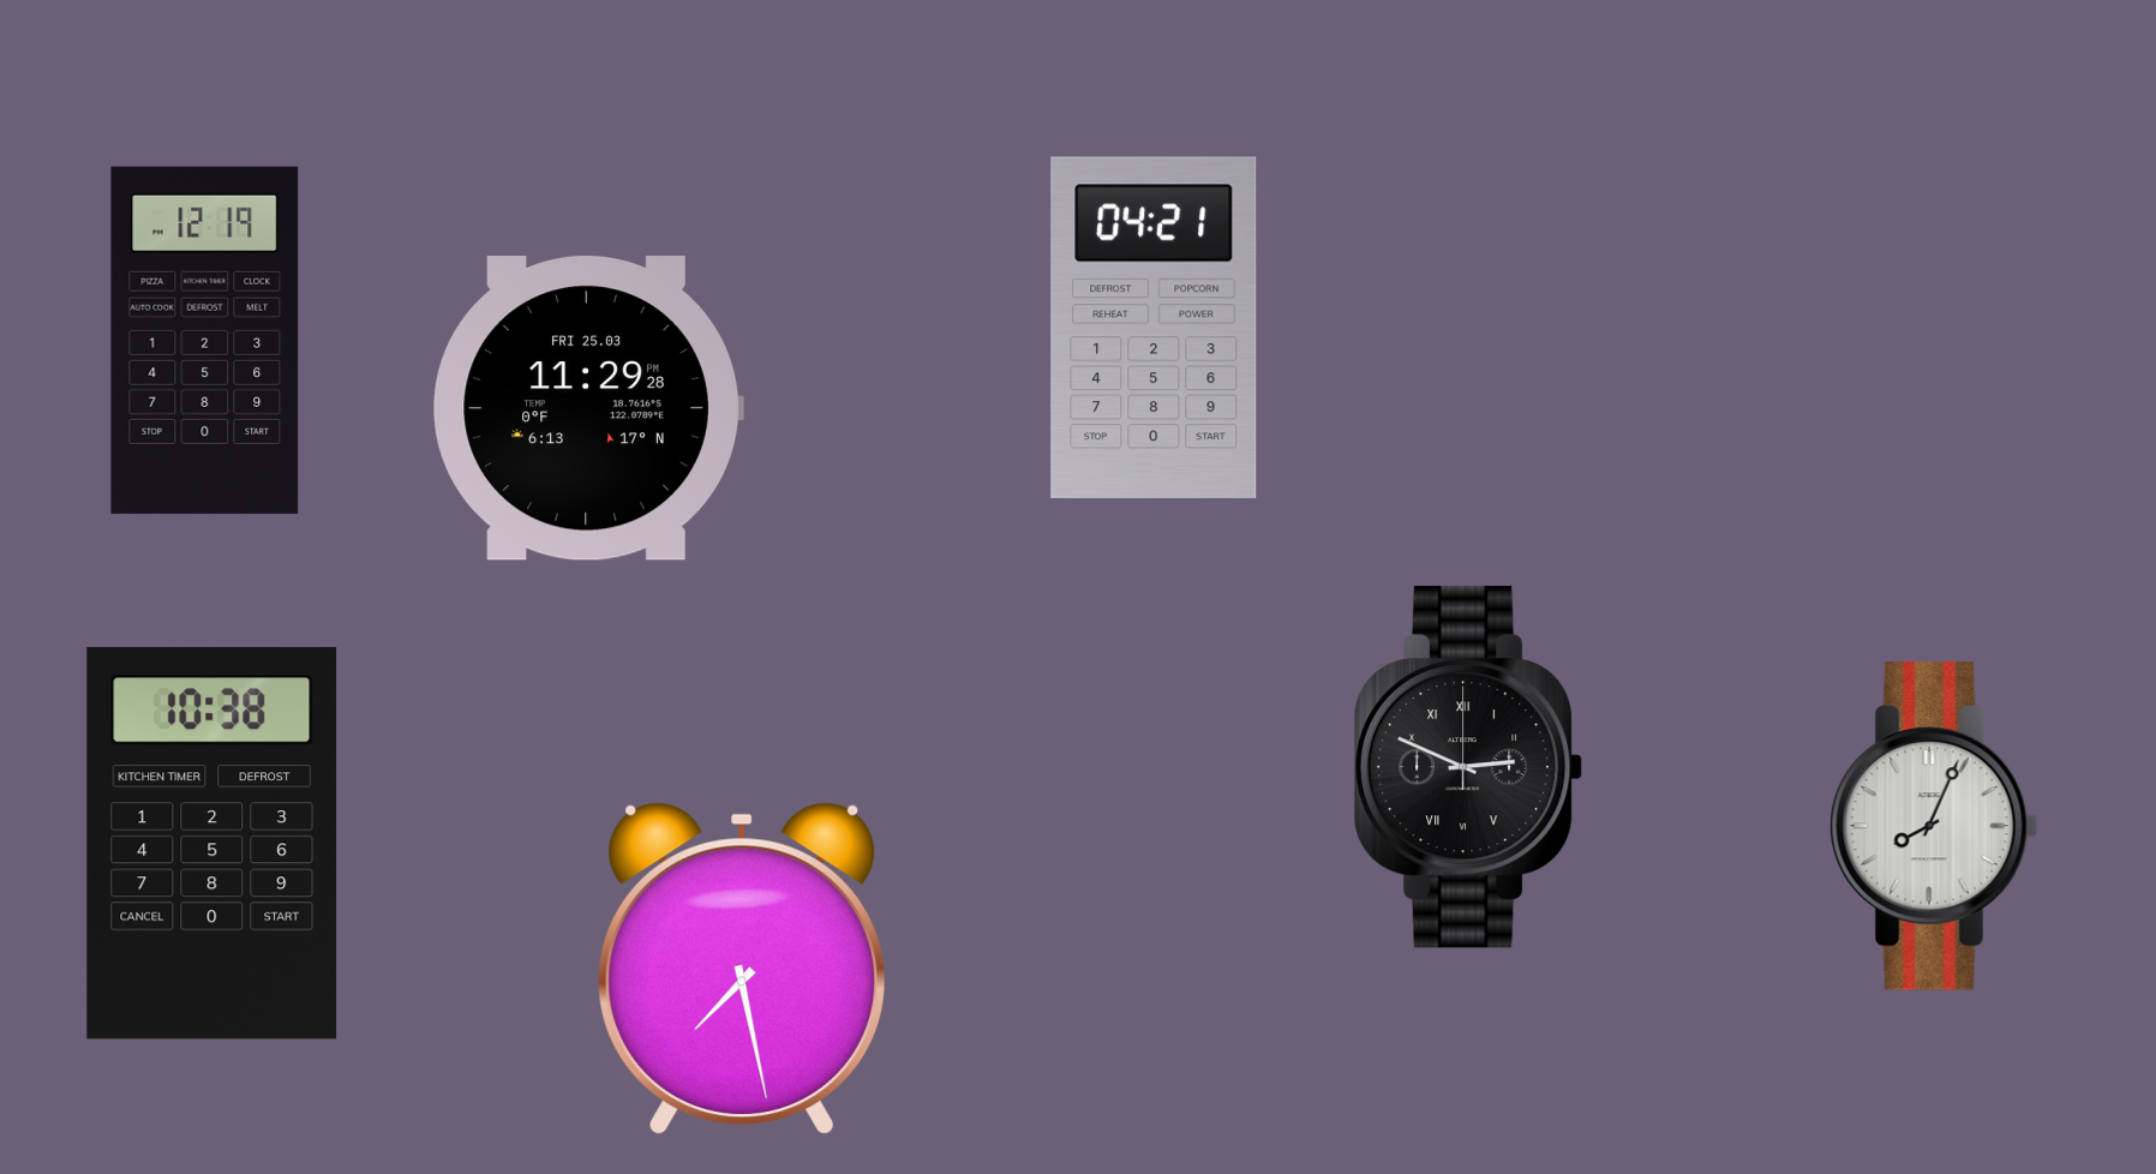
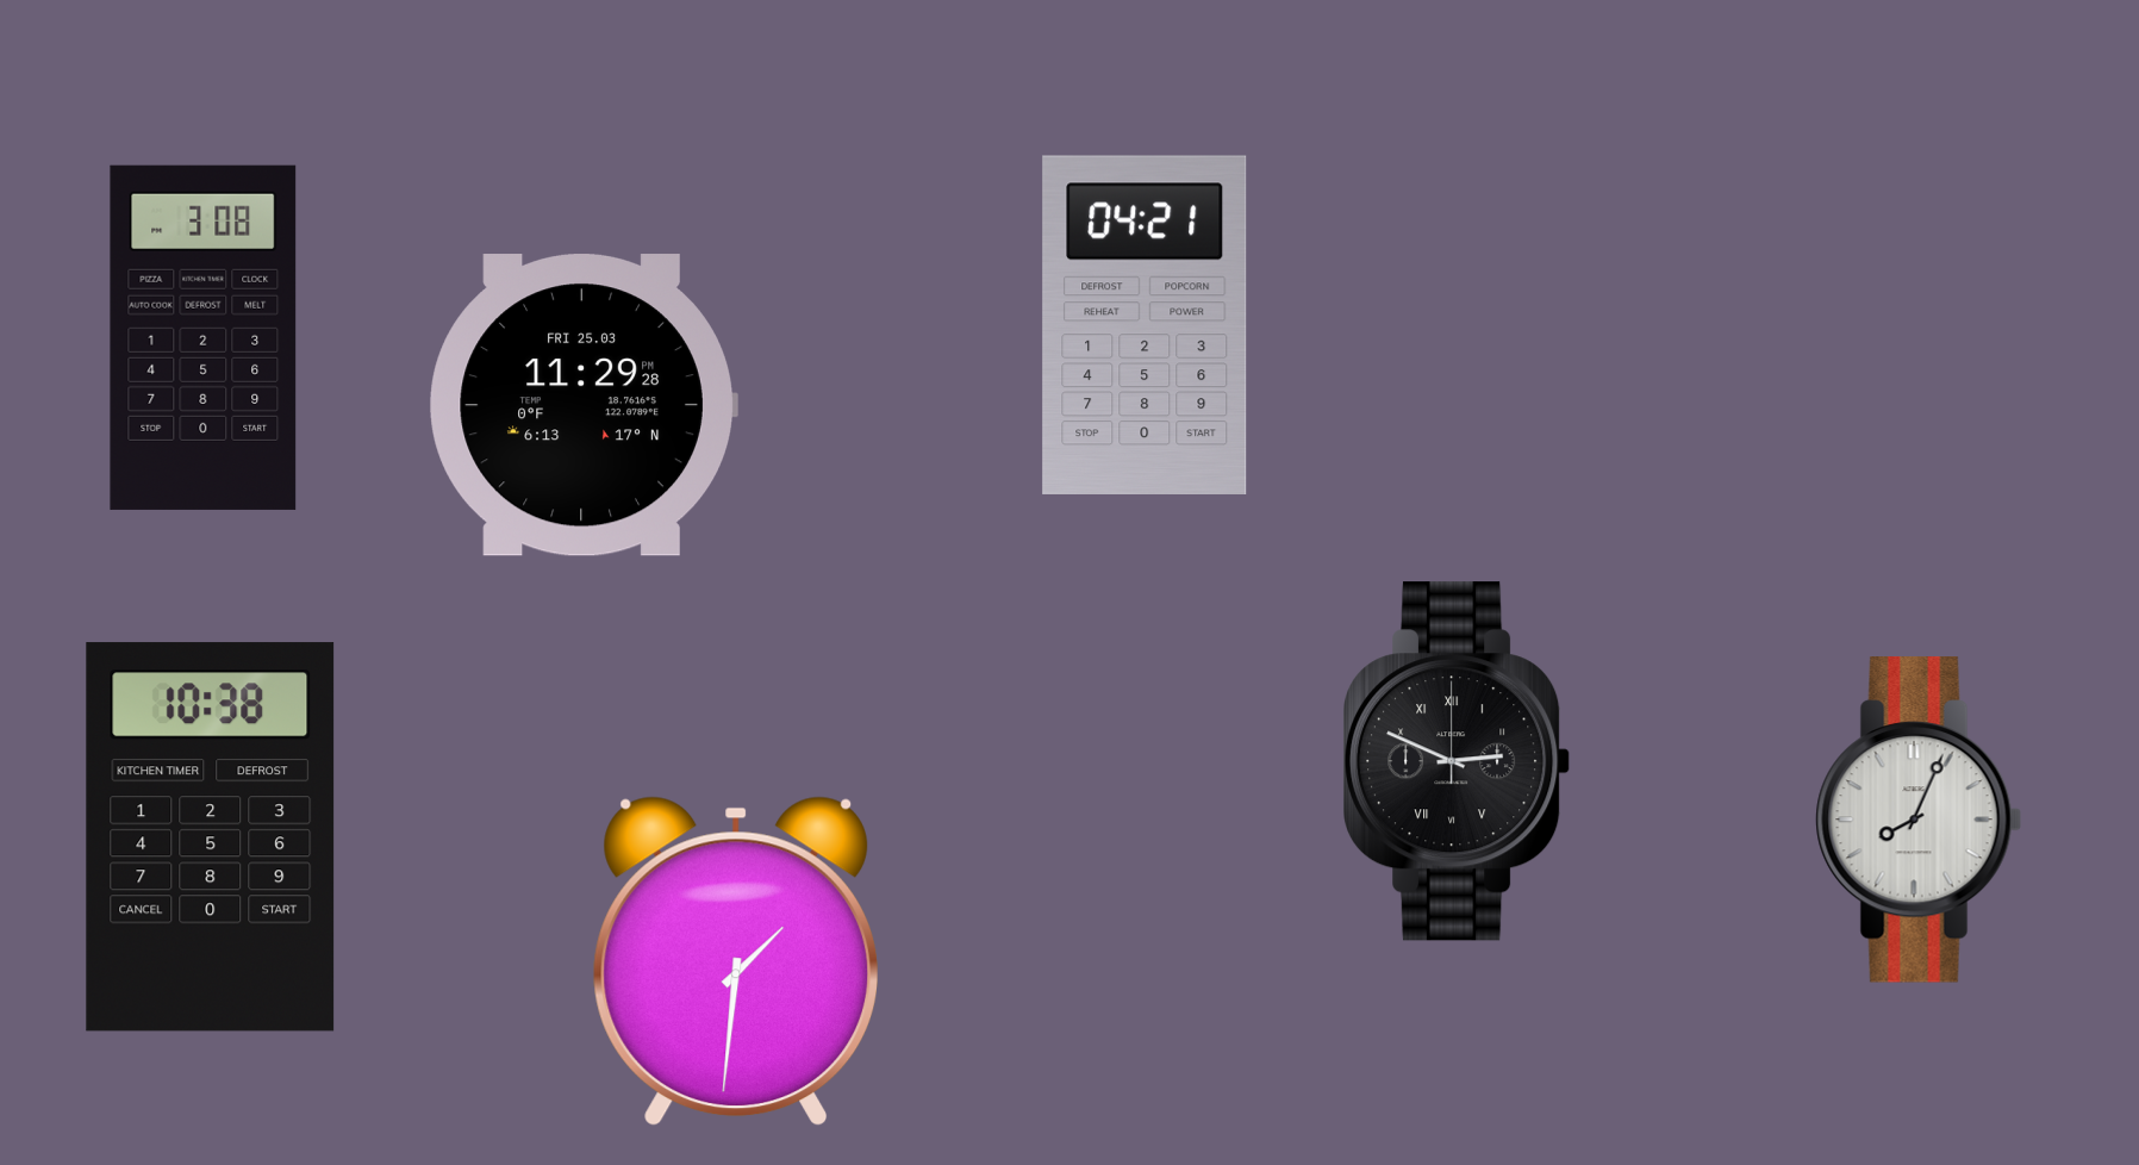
clock at (205, 340): 12:19 -> 3:08
clock at (741, 969): 7:28 -> 1:31
